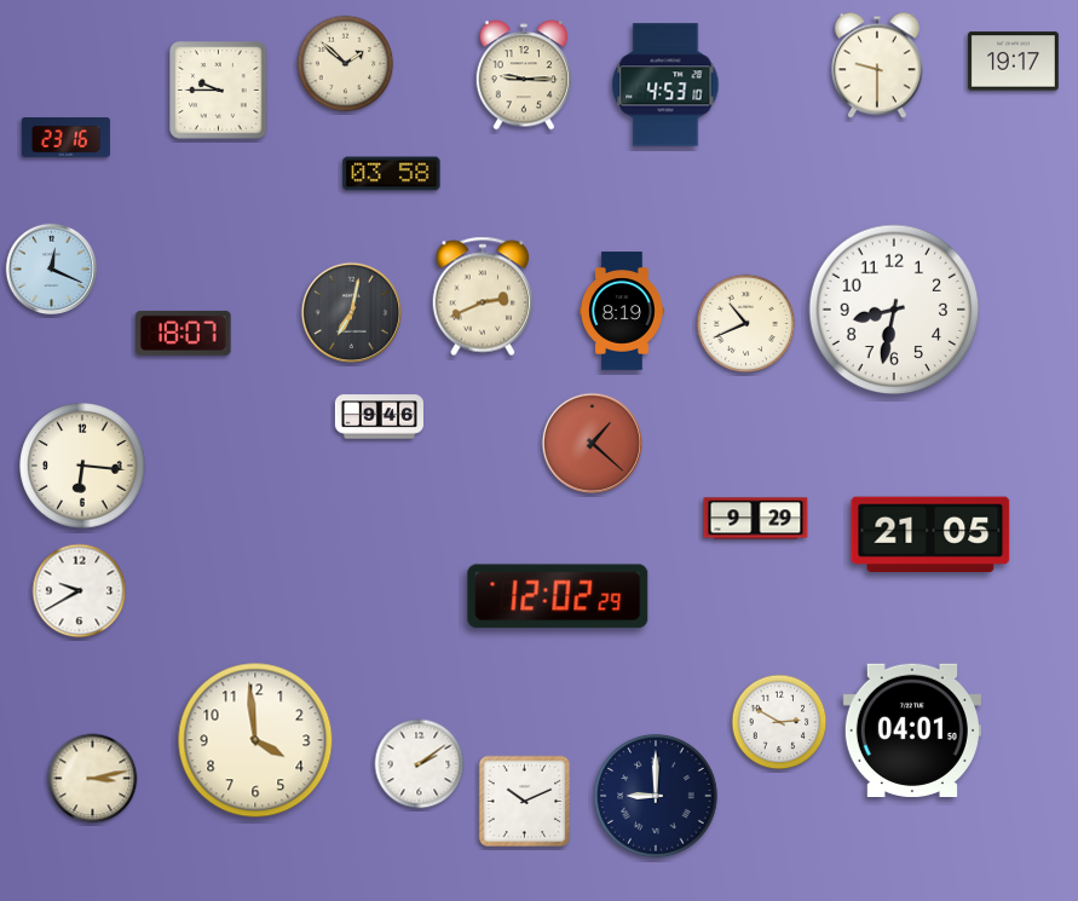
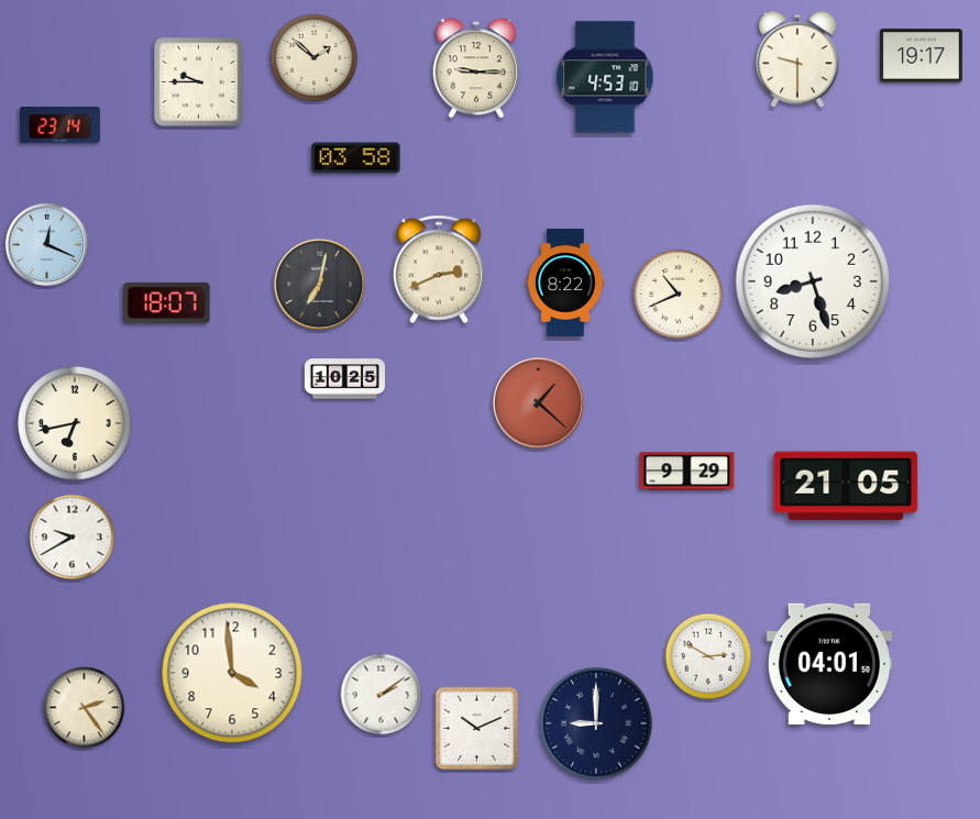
clock at (65, 138): 23:16 -> 23:14
clock at (894, 310): 8:32 -> 8:27
clock at (622, 311): 8:19 -> 8:22
clock at (379, 417): 9:46 -> 10:25
clock at (82, 466): 6:16 -> 6:43
clock at (558, 596): 12:02 -> none
clock at (93, 779): 3:13 -> 2:24
